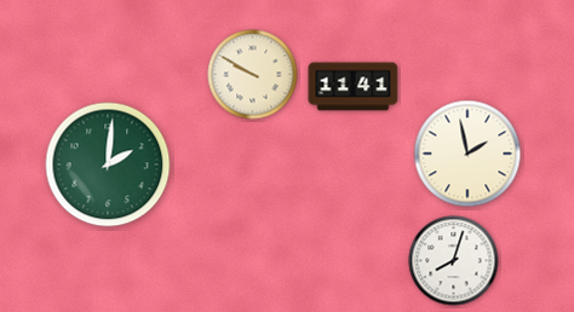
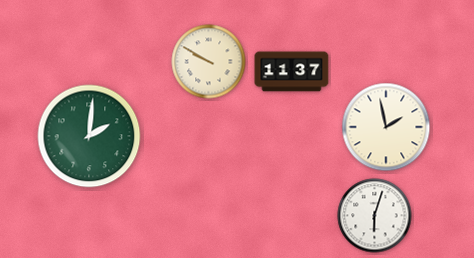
clock at (354, 87): 11:41 -> 11:37
clock at (454, 261): 8:03 -> 6:03
